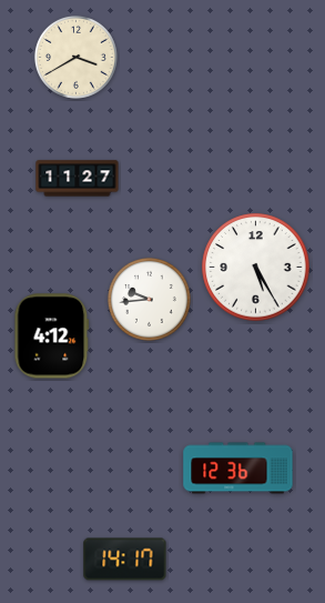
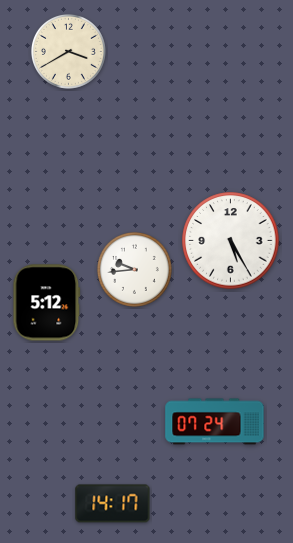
clock at (78, 179): 11:27 -> none
clock at (52, 336): 4:12 -> 5:12
clock at (238, 469): 12:36 -> 07:24
